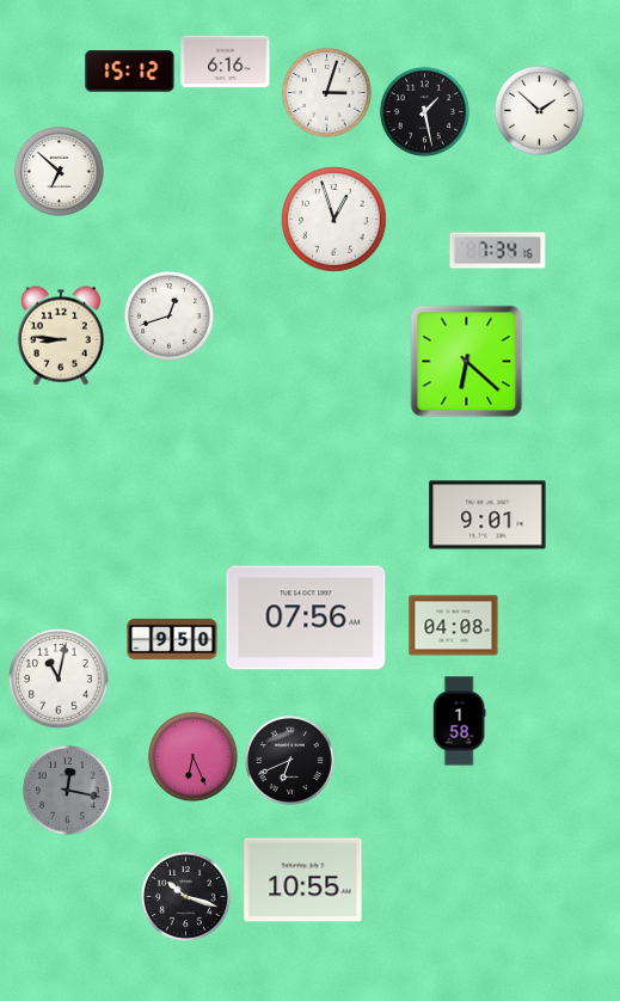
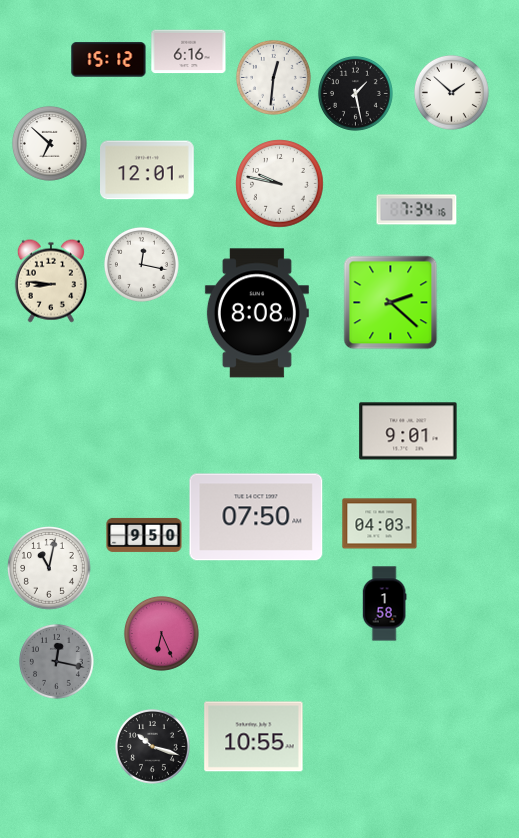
clock at (326, 92): 3:03 -> 12:31
clock at (148, 170): none -> 12:01
clock at (334, 220): 12:57 -> 9:47
clock at (168, 315): 12:42 -> 12:17
clock at (467, 362): 6:22 -> 2:22
clock at (257, 313): none -> 8:08
clock at (306, 618): 07:56 -> 07:50
clock at (454, 626): 04:08 -> 04:03
clock at (289, 760): 6:41 -> none
clock at (185, 896) position: (185, 896) -> (152, 746)
